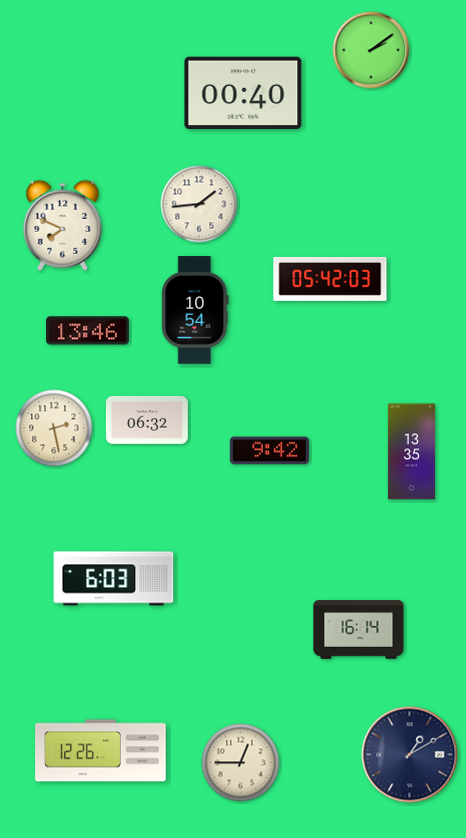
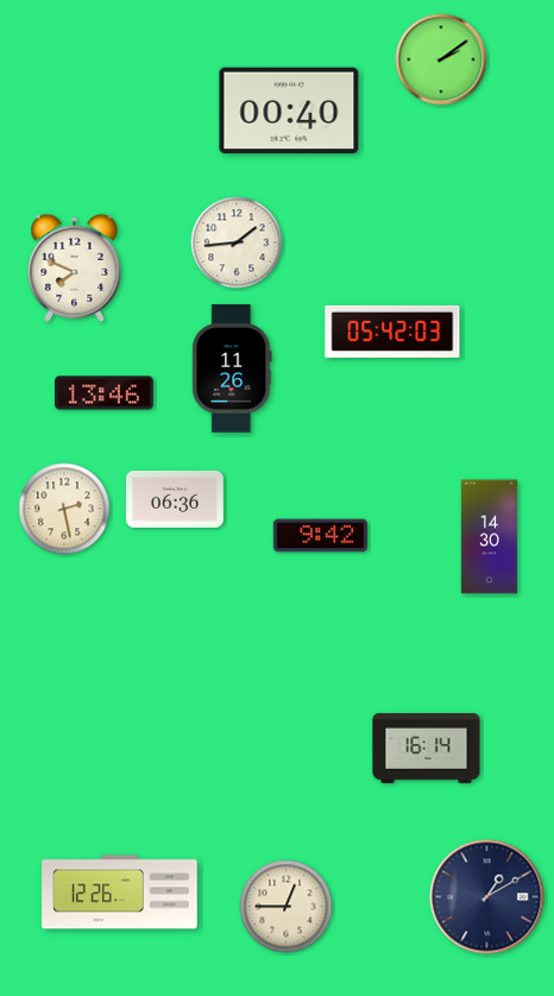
clock at (195, 310): 10:54 -> 11:26
clock at (147, 420): 06:32 -> 06:36
clock at (411, 452): 13:35 -> 14:30
clock at (114, 579): 6:03 -> none
